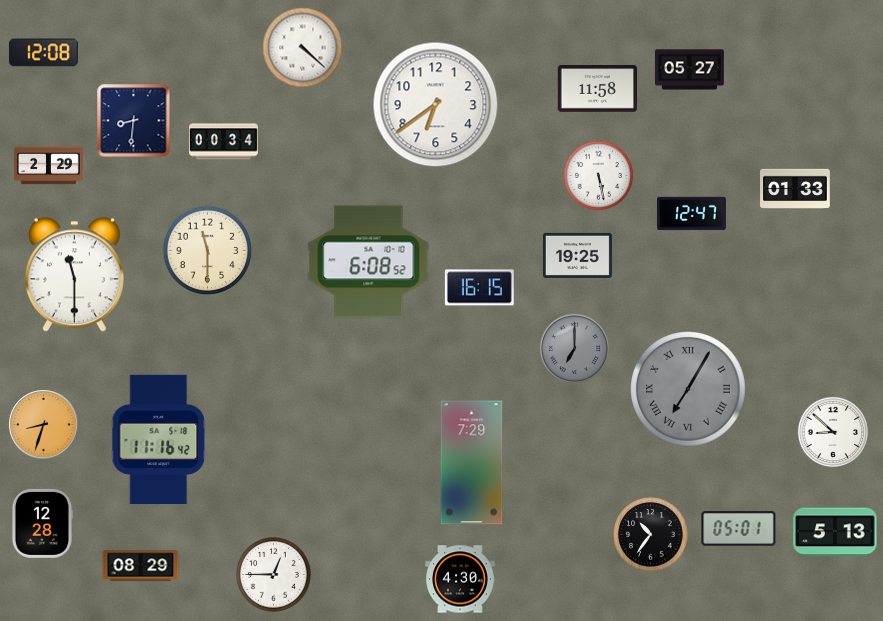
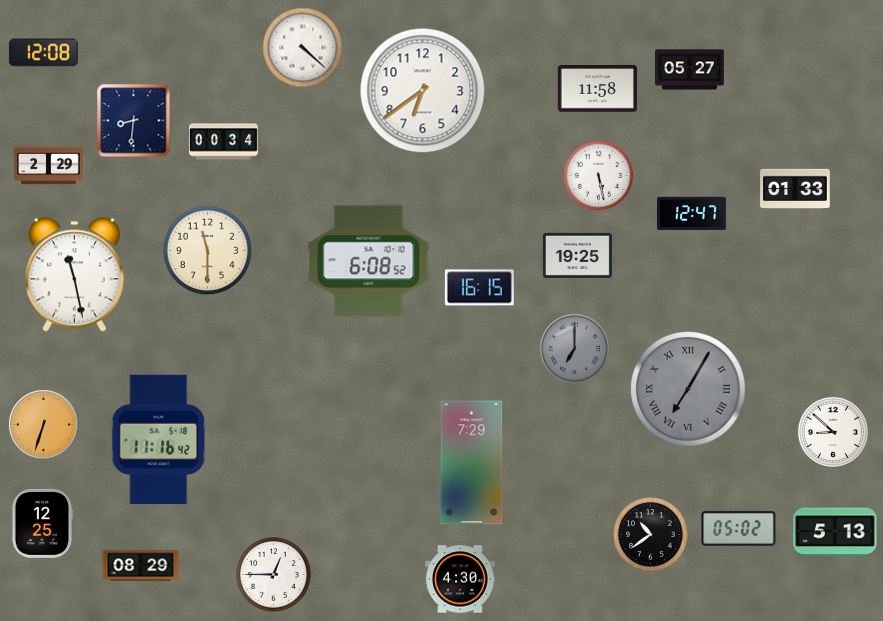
clock at (436, 105) position: (436, 105) -> (423, 91)
clock at (74, 275): 11:30 -> 11:28
clock at (44, 425): 8:33 -> 6:33
clock at (42, 523): 12:28 -> 12:25
clock at (739, 529): 05:01 -> 05:02
clock at (651, 535): 10:36 -> 10:39
